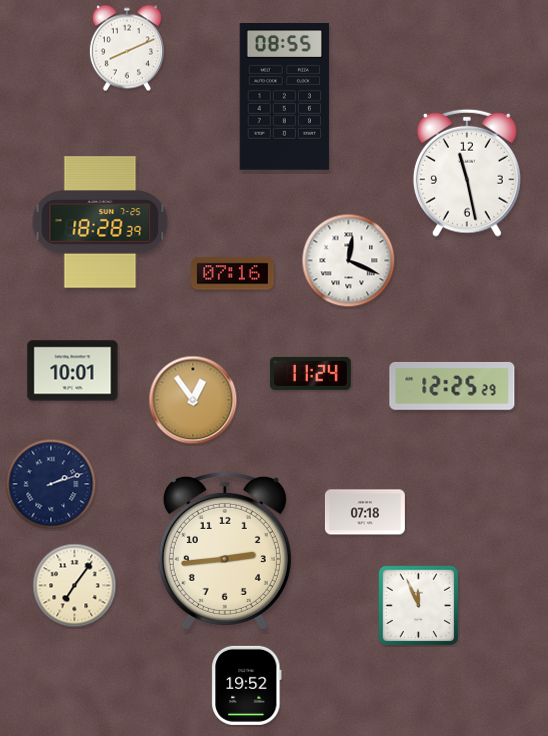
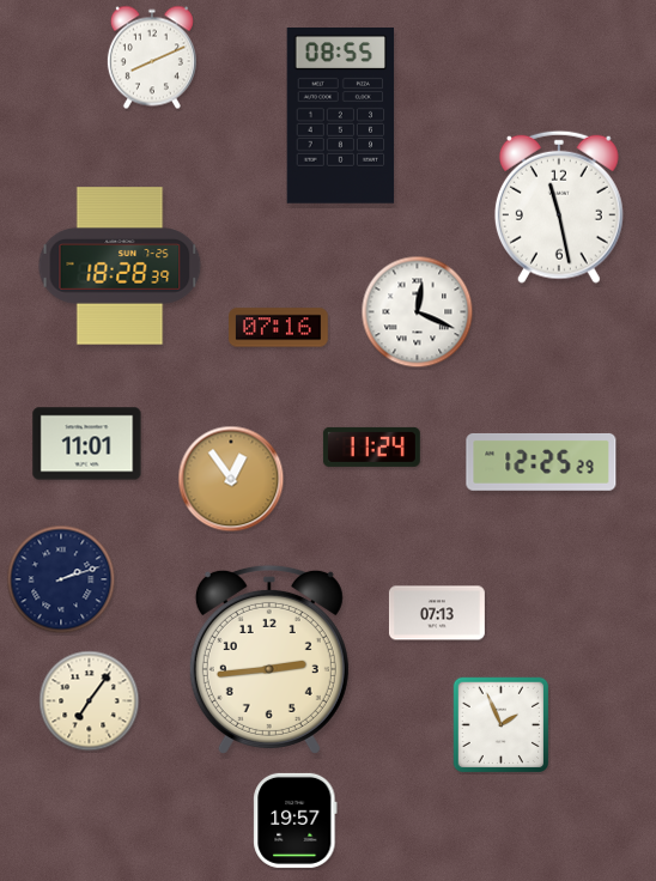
clock at (73, 371): 10:01 -> 11:01
clock at (365, 512): 07:18 -> 07:13
clock at (419, 606): 11:56 -> 1:56
clock at (247, 685): 19:52 -> 19:57
